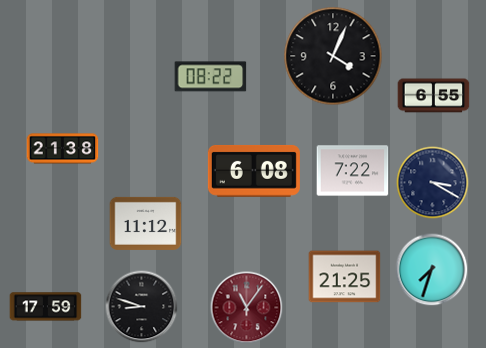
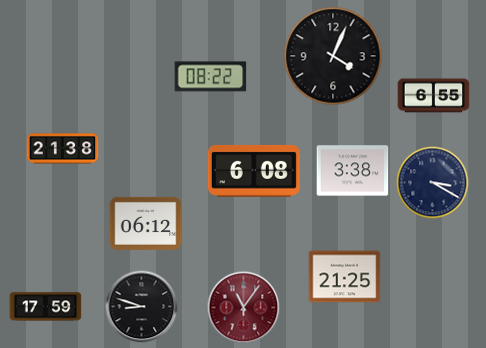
clock at (353, 171): 7:22 -> 3:38
clock at (146, 223): 11:12 -> 06:12
clock at (432, 270): 7:33 -> none
clock at (247, 308) position: (247, 308) -> (244, 308)
